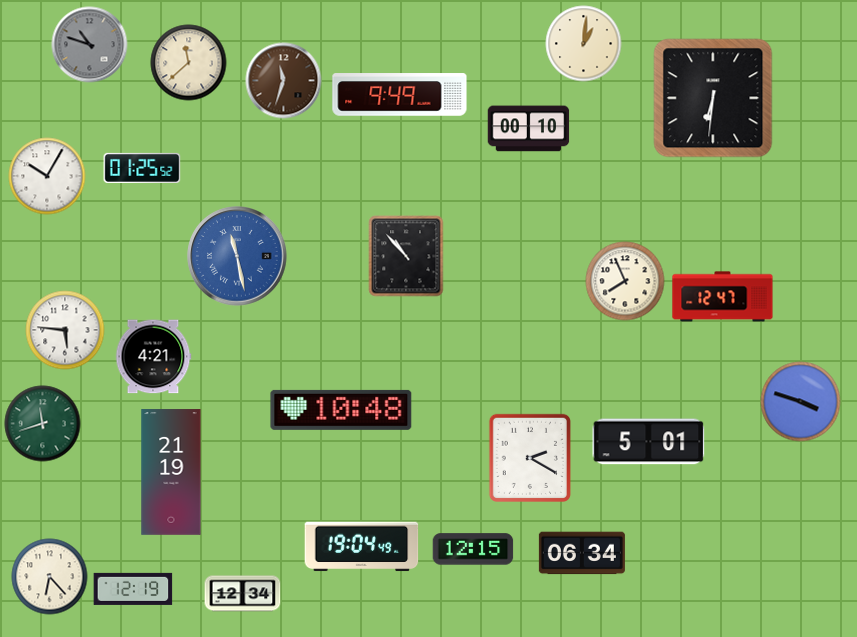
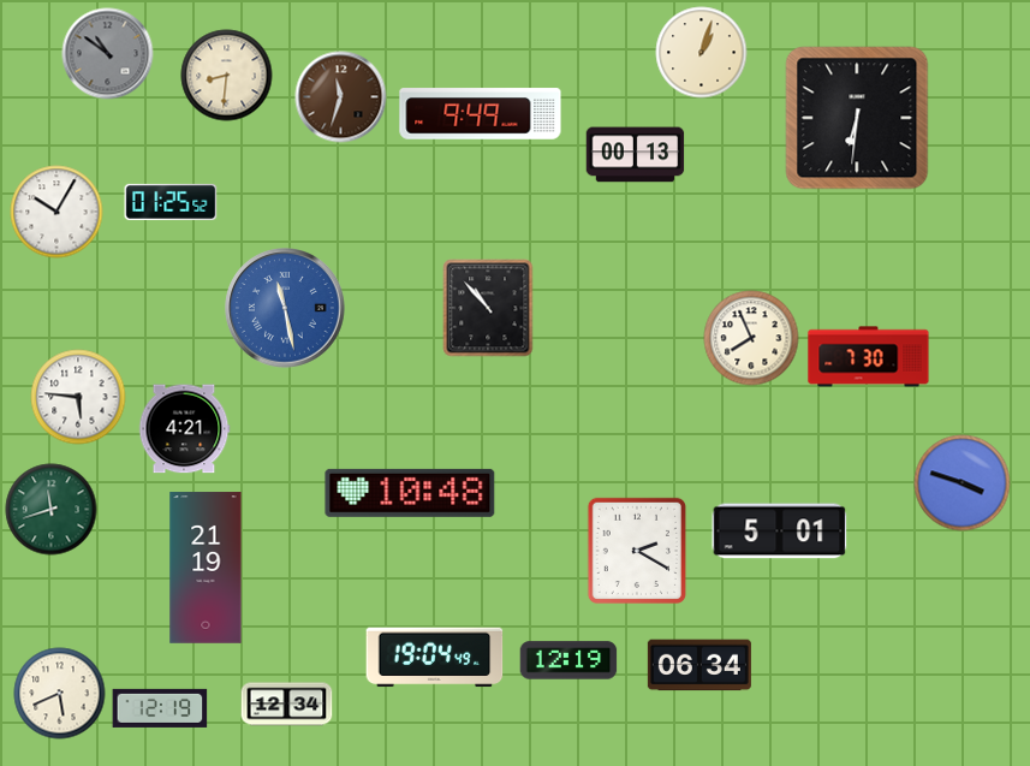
clock at (584, 44): 1:01 -> 1:03
clock at (90, 45): 10:48 -> 10:51
clock at (189, 63): 11:38 -> 8:31
clock at (529, 129): 00:10 -> 00:13
clock at (723, 297): 12:47 -> 7:30
clock at (473, 549): 12:15 -> 12:19
clock at (50, 577): 6:23 -> 5:41
clock at (243, 594) position: (243, 594) -> (287, 705)
